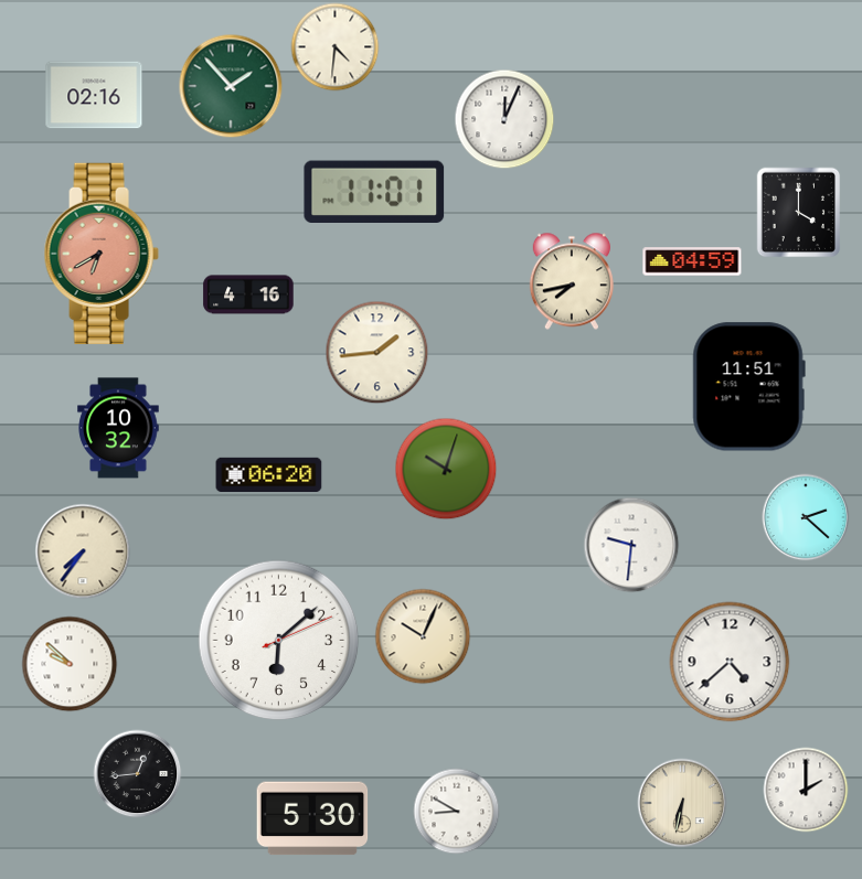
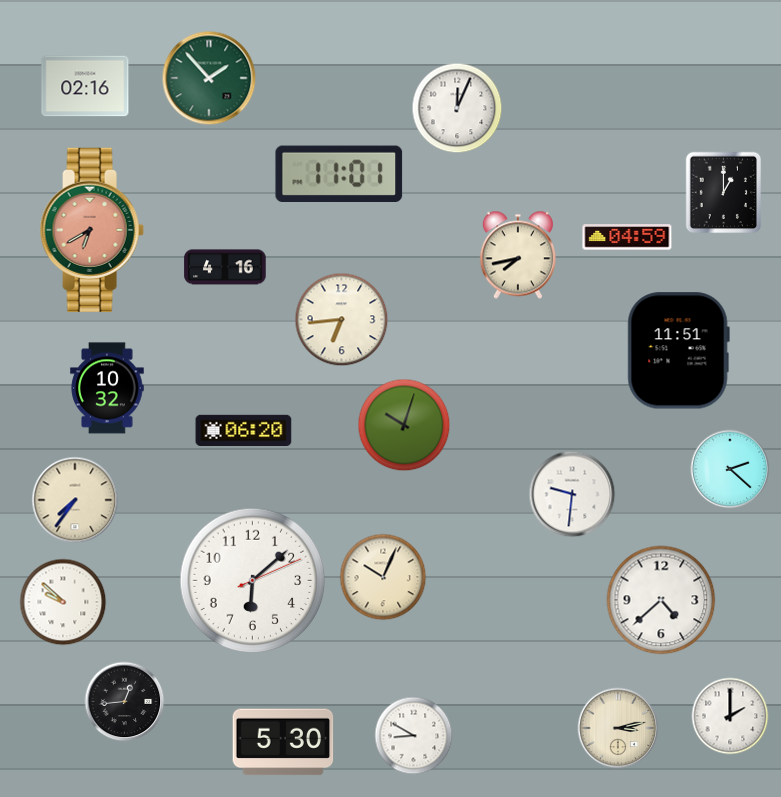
clock at (336, 47): 4:31 -> none
clock at (799, 213): 4:00 -> 1:00
clock at (377, 353): 1:44 -> 6:44
clock at (682, 803): 6:32 -> 3:13
